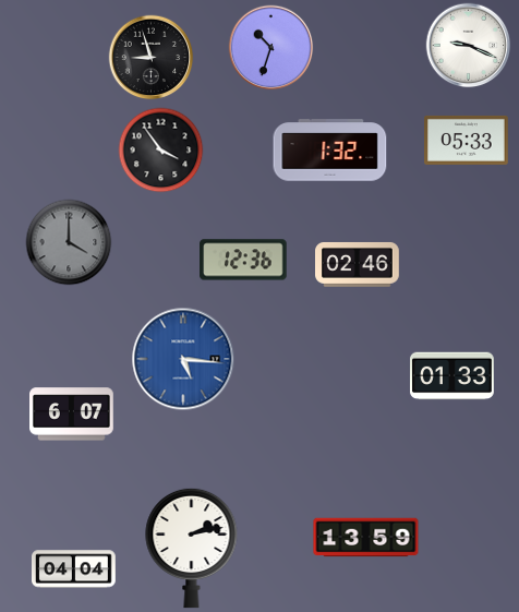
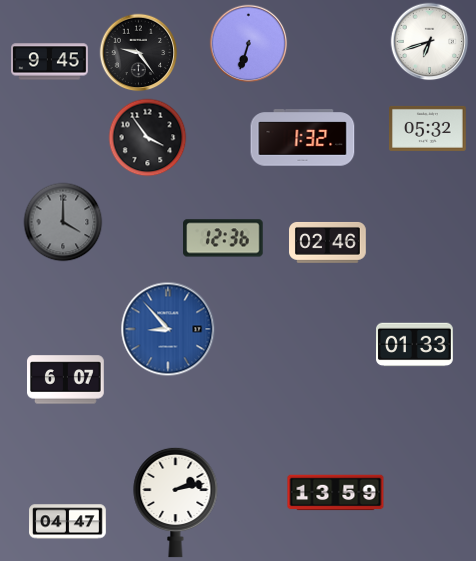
clock at (468, 45): 9:19 -> 6:42
clock at (270, 47): 10:33 -> 6:33
clock at (150, 57): 8:57 -> 9:24
clock at (50, 62): none -> 9:45
clock at (467, 140): 05:33 -> 05:32
clock at (183, 359): 5:16 -> 8:53
clock at (74, 569): 04:04 -> 04:47
